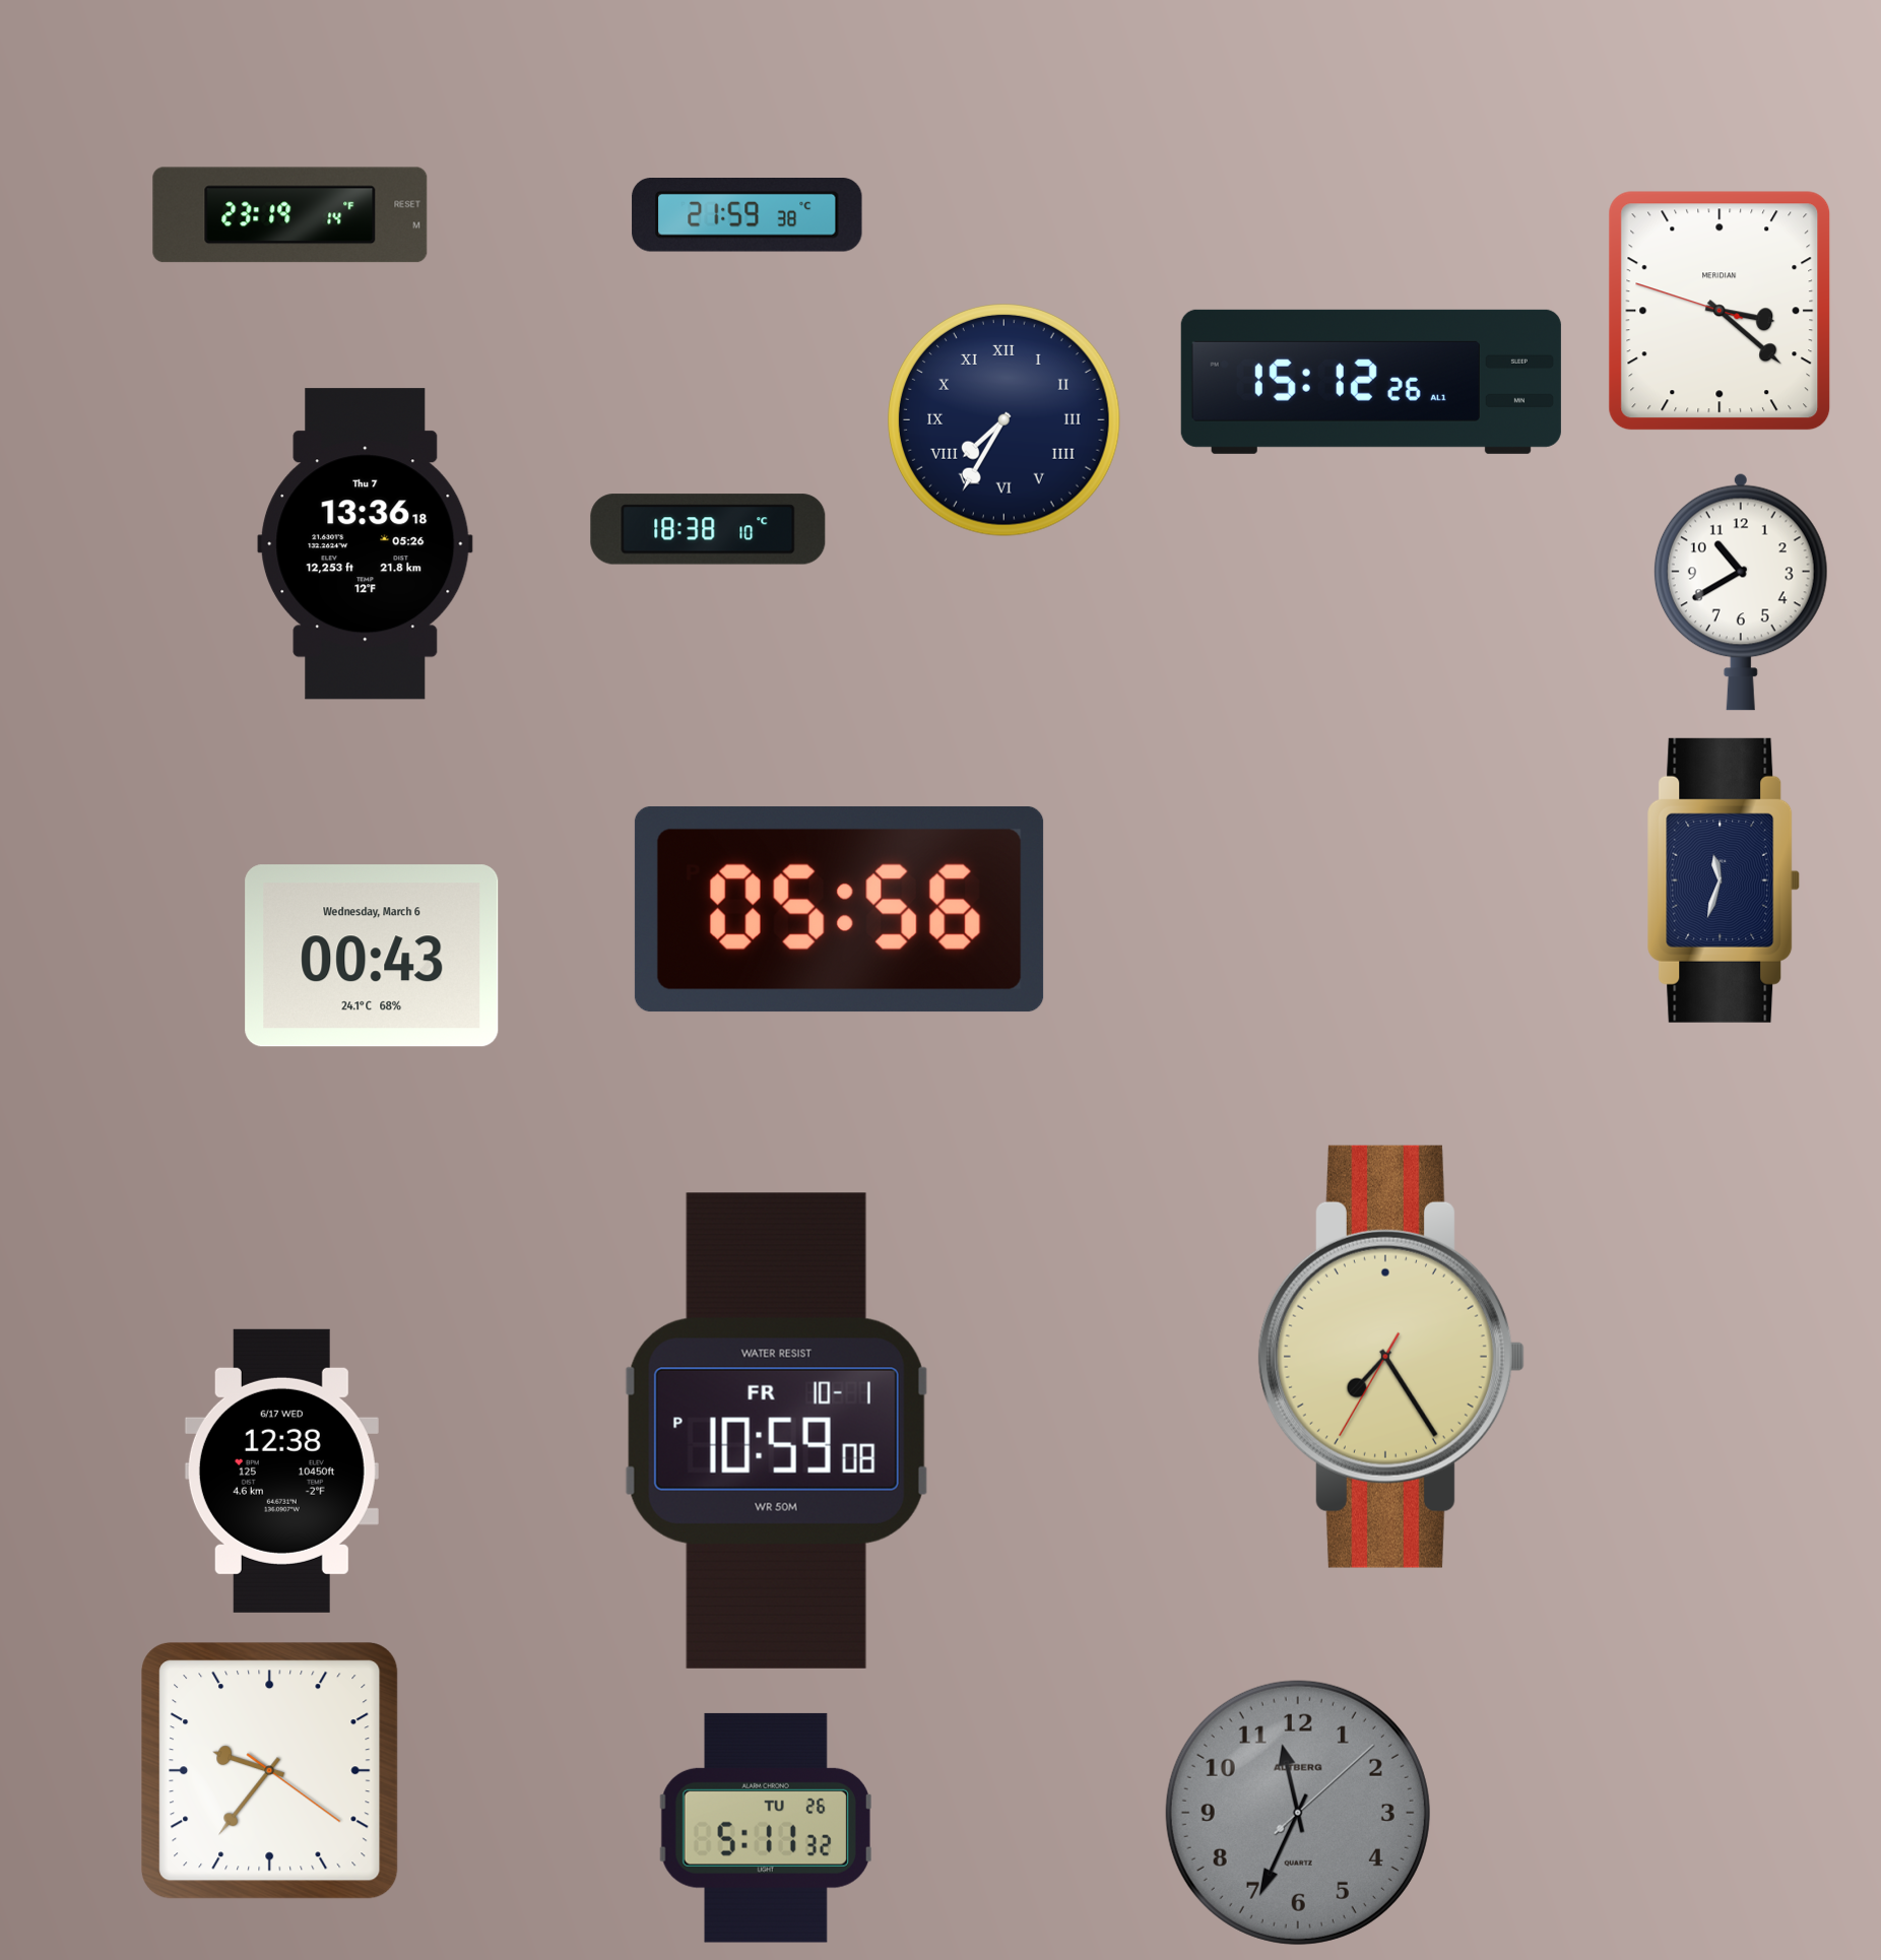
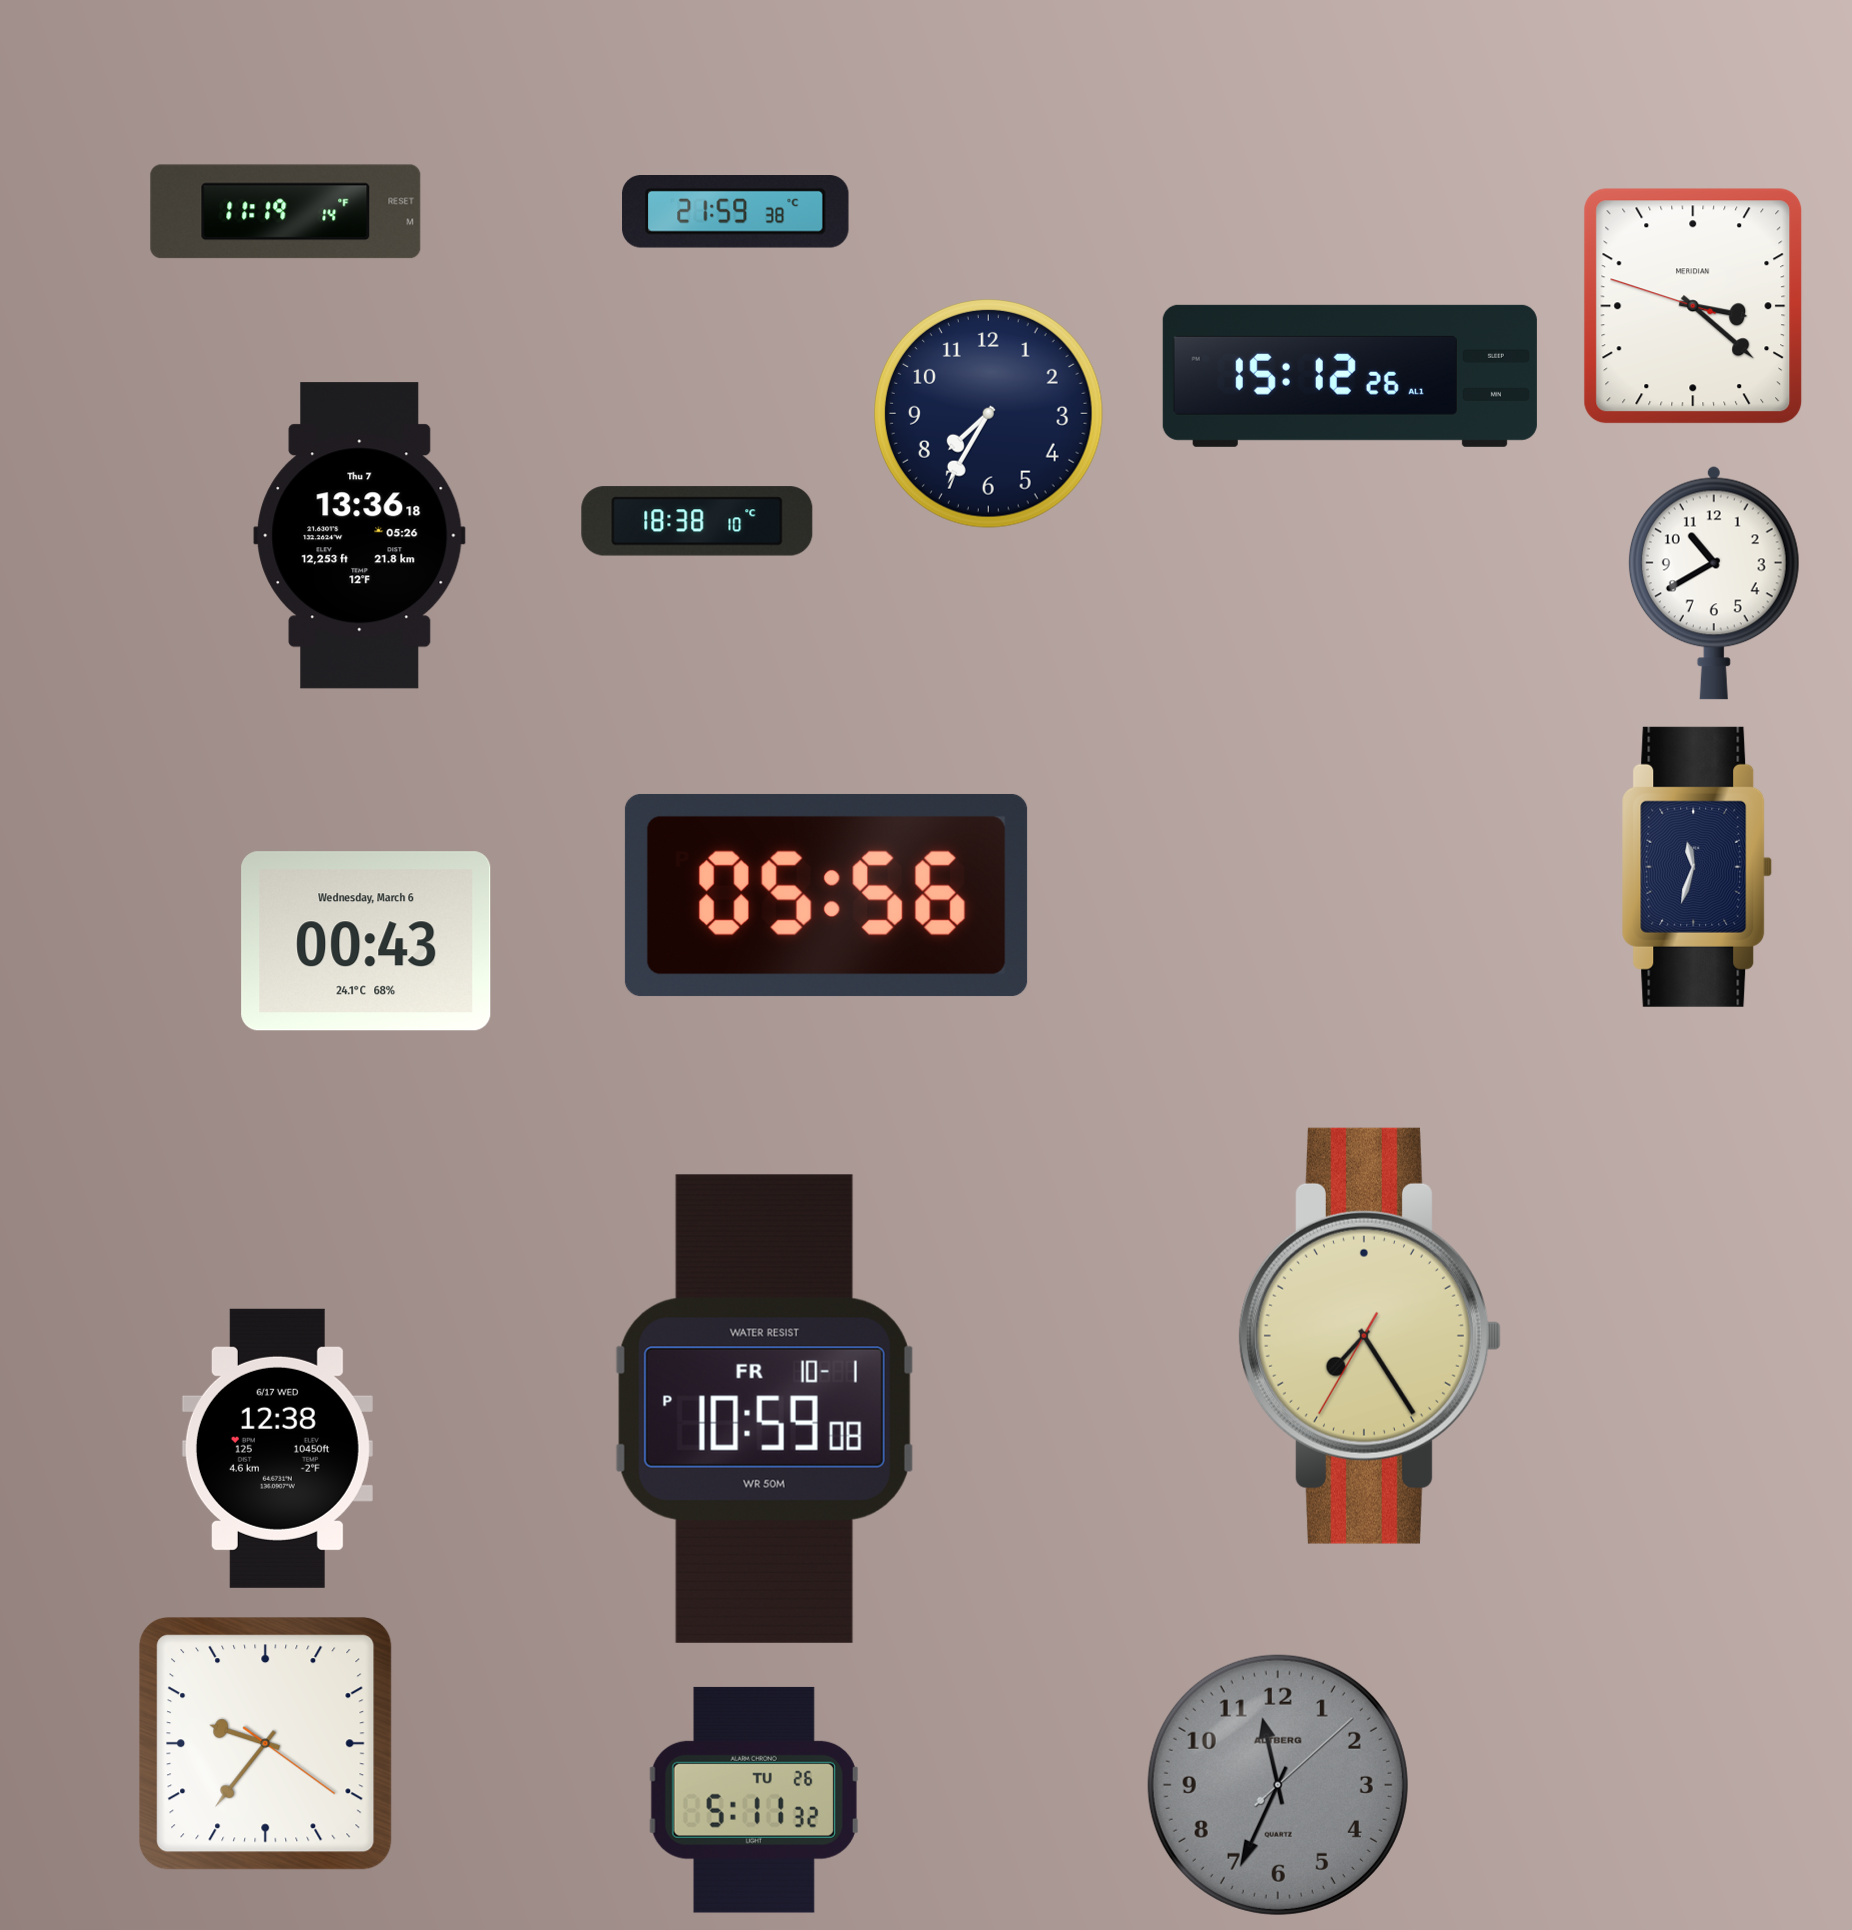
clock at (290, 215): 23:19 -> 11:19
clock at (1004, 420) numerals: Roman -> Arabic
